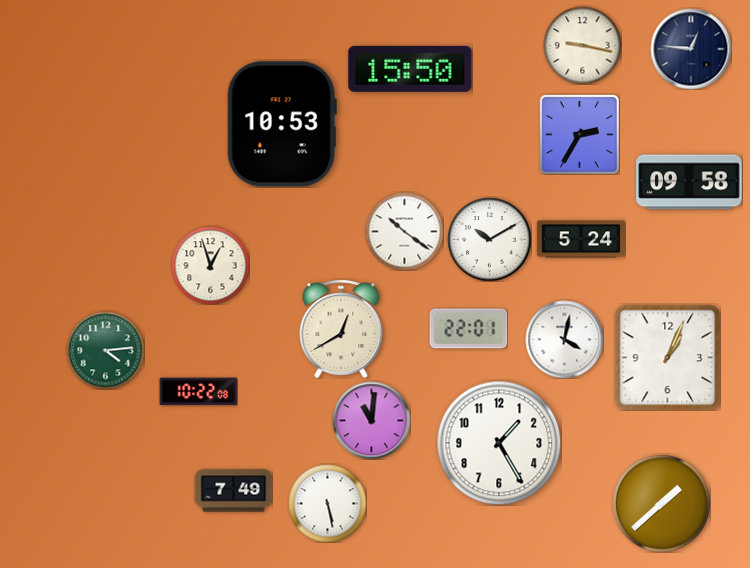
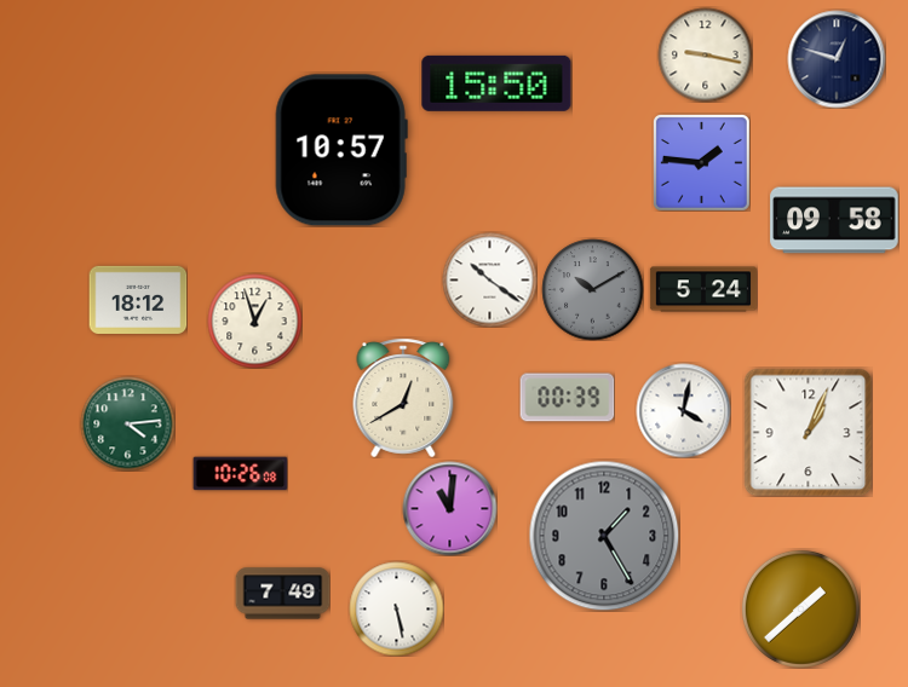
clock at (691, 49): 12:46 -> 12:48
clock at (282, 124): 10:53 -> 10:57
clock at (579, 134): 2:35 -> 1:46
clock at (489, 239) dial: white -> grey
clock at (138, 300): none -> 18:12
clock at (341, 329) position: (341, 329) -> (403, 398)
clock at (468, 329): 22:01 -> 00:39
clock at (198, 392): 10:22 -> 10:26
clock at (499, 443) dial: white -> grey
